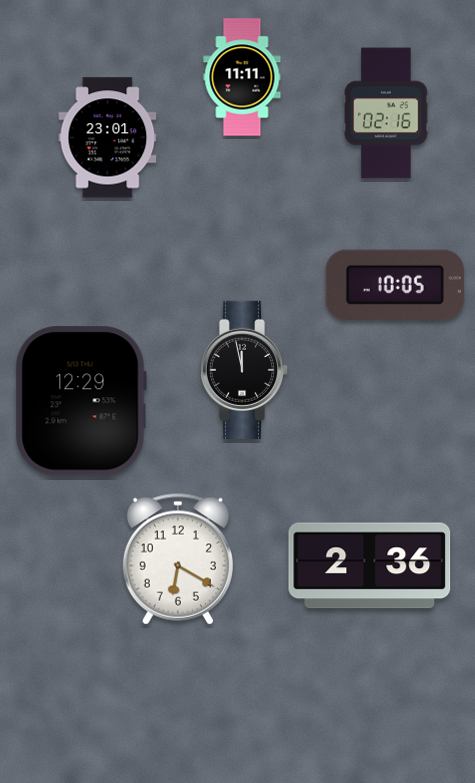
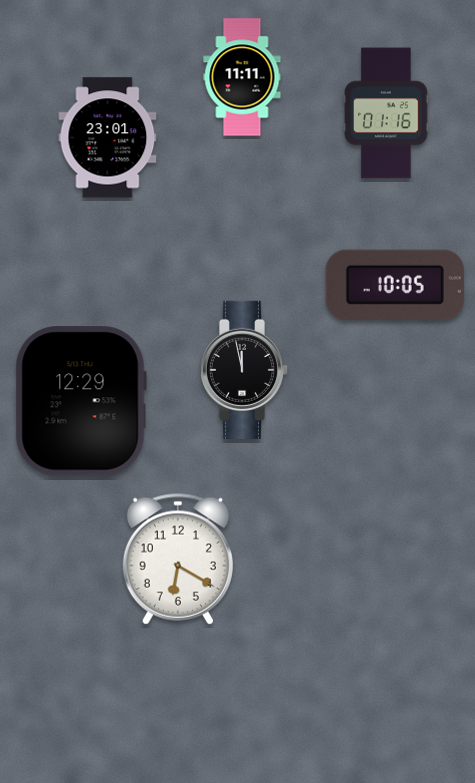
clock at (386, 113): 02:16 -> 01:16
clock at (370, 566): 2:36 -> none
